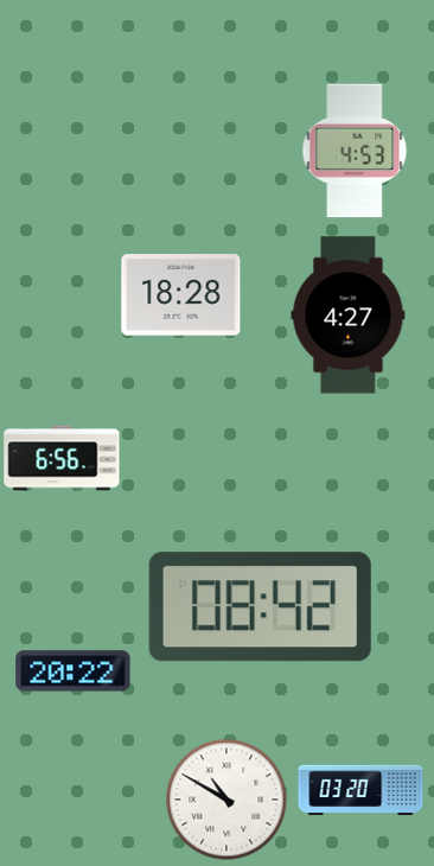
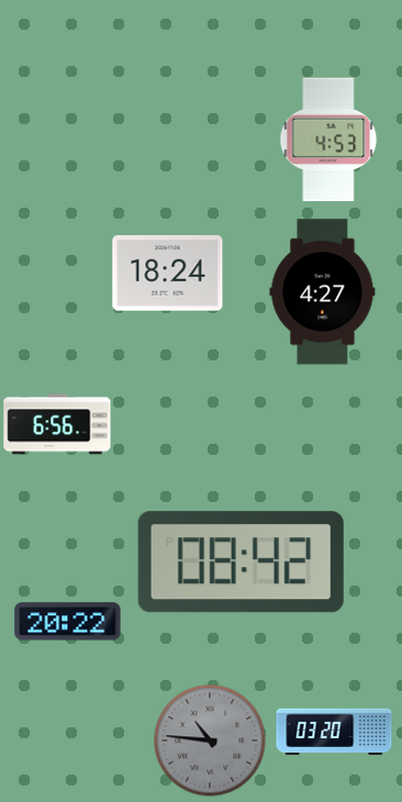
clock at (181, 295): 18:28 -> 18:24
clock at (226, 800): 10:50 -> 10:46
clock at (226, 800) dial: white -> grey
